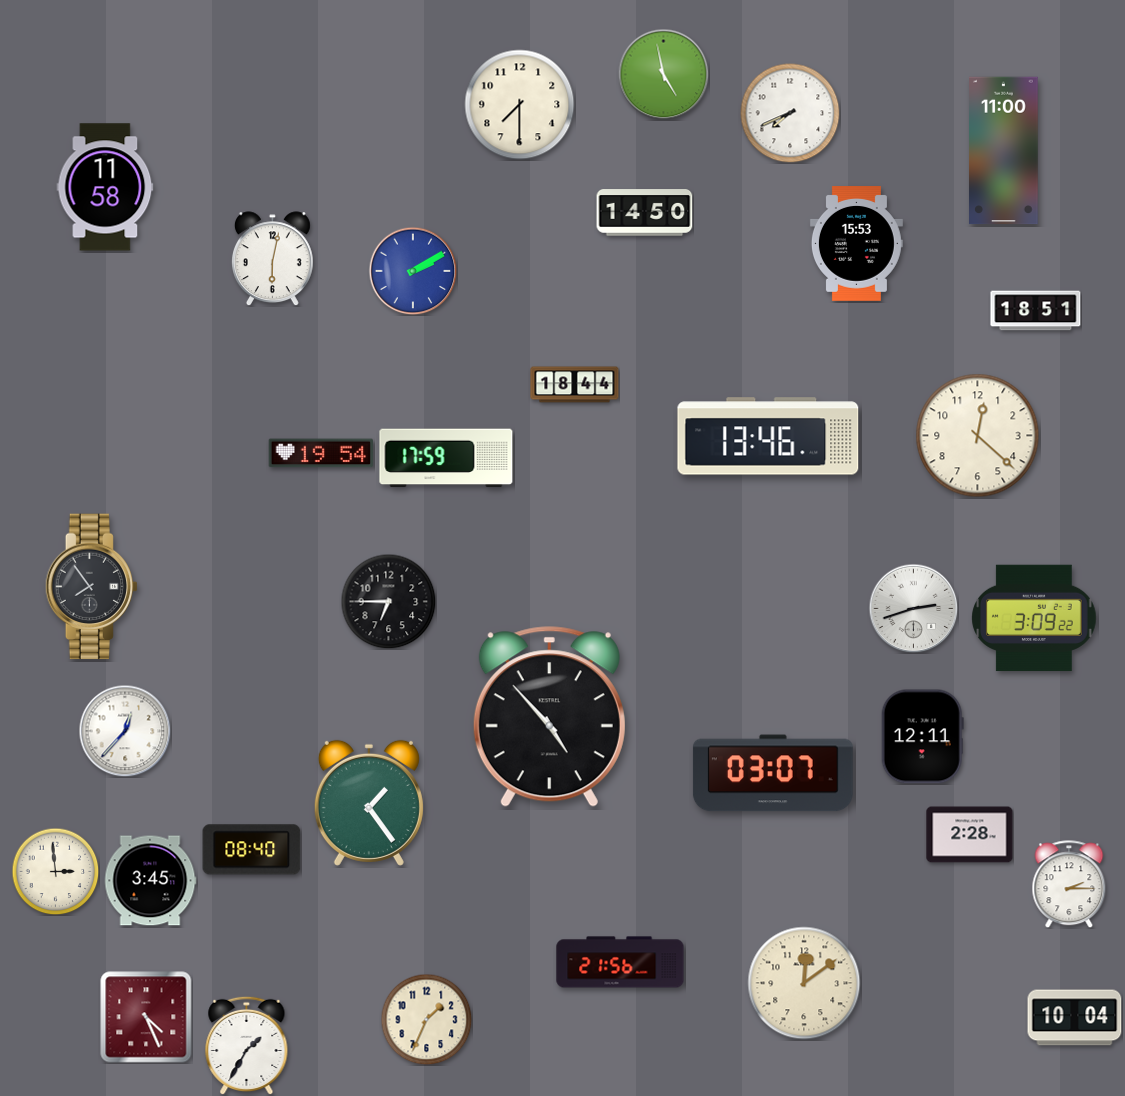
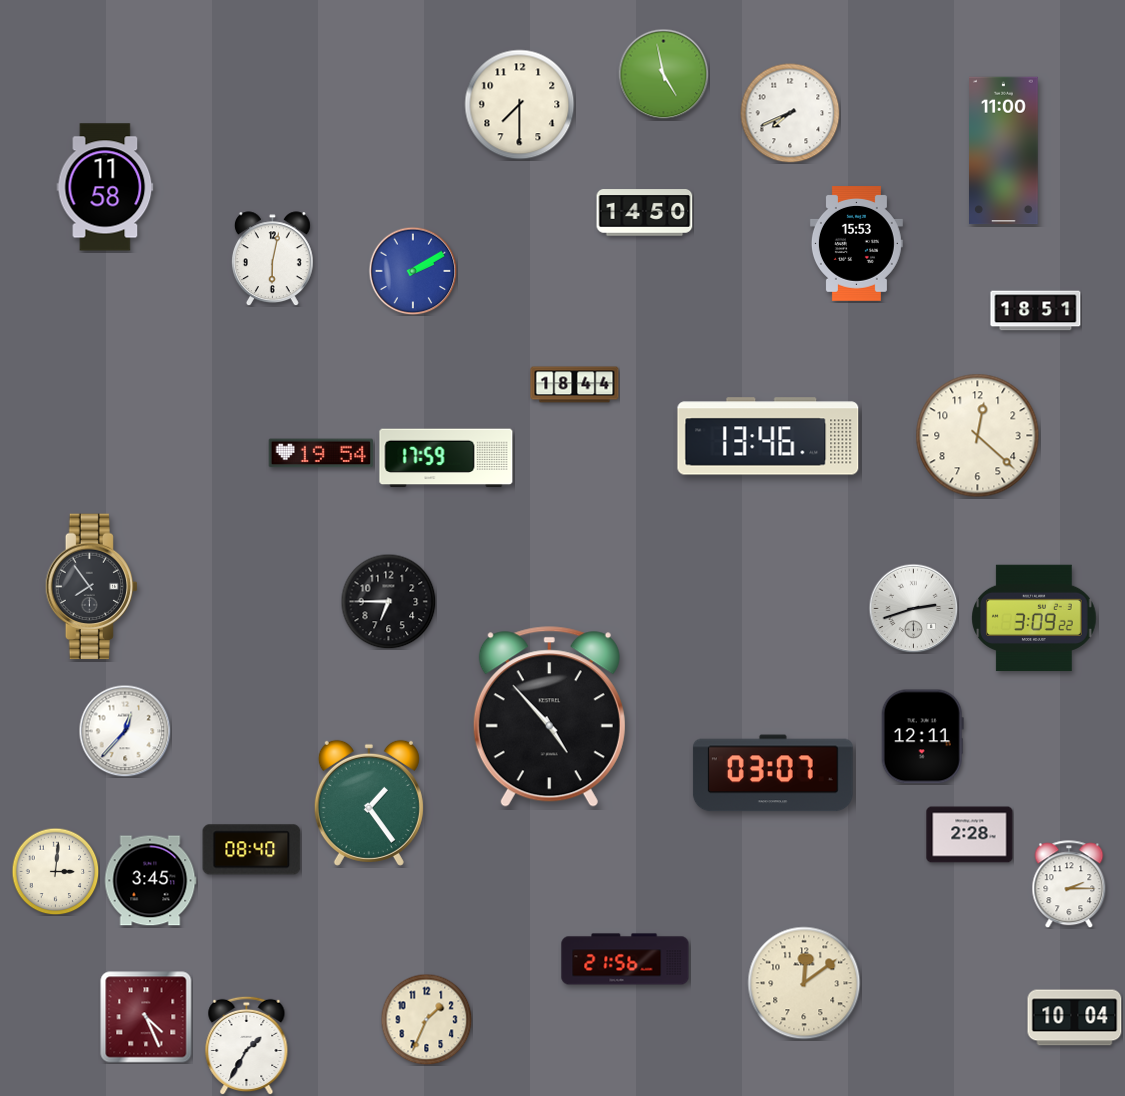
clock at (55, 871): 2:59 -> 3:01
clock at (620, 962) position: (620, 962) -> (625, 959)
